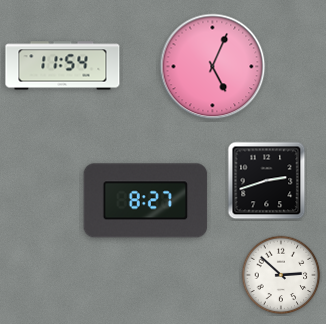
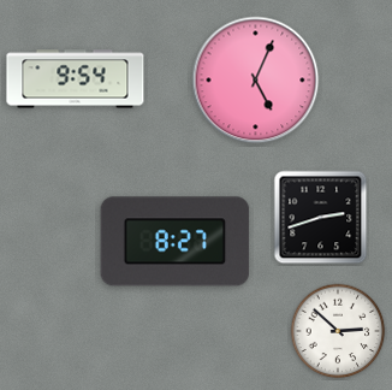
clock at (63, 66): 11:54 -> 9:54
